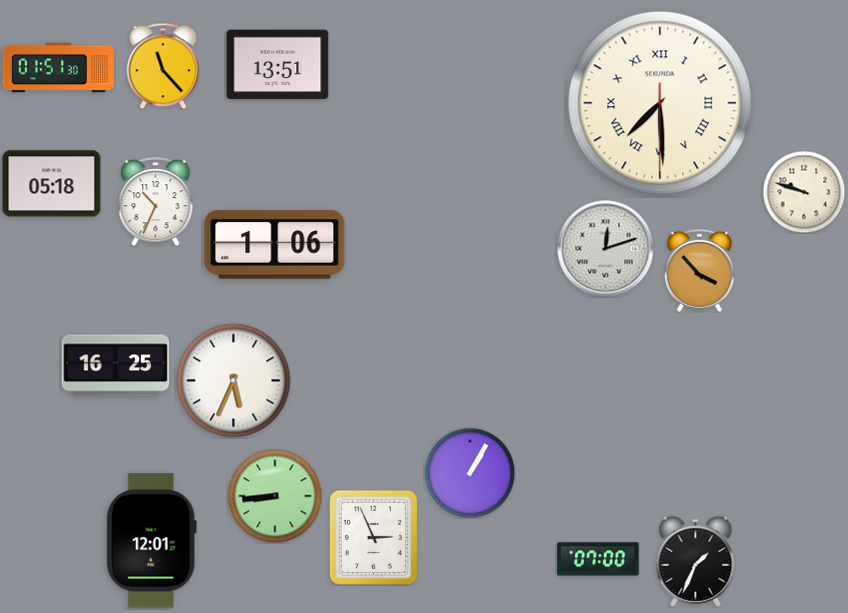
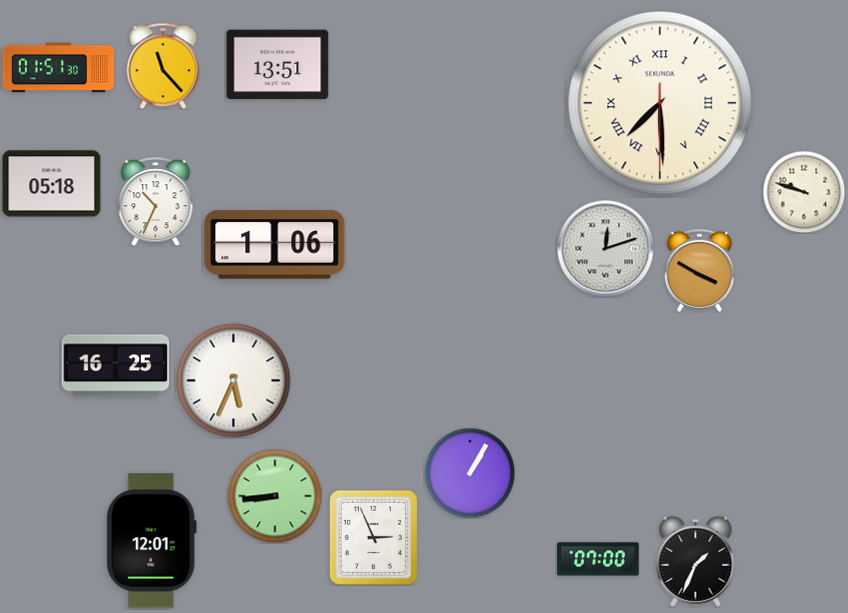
clock at (699, 270): 3:53 -> 3:50
